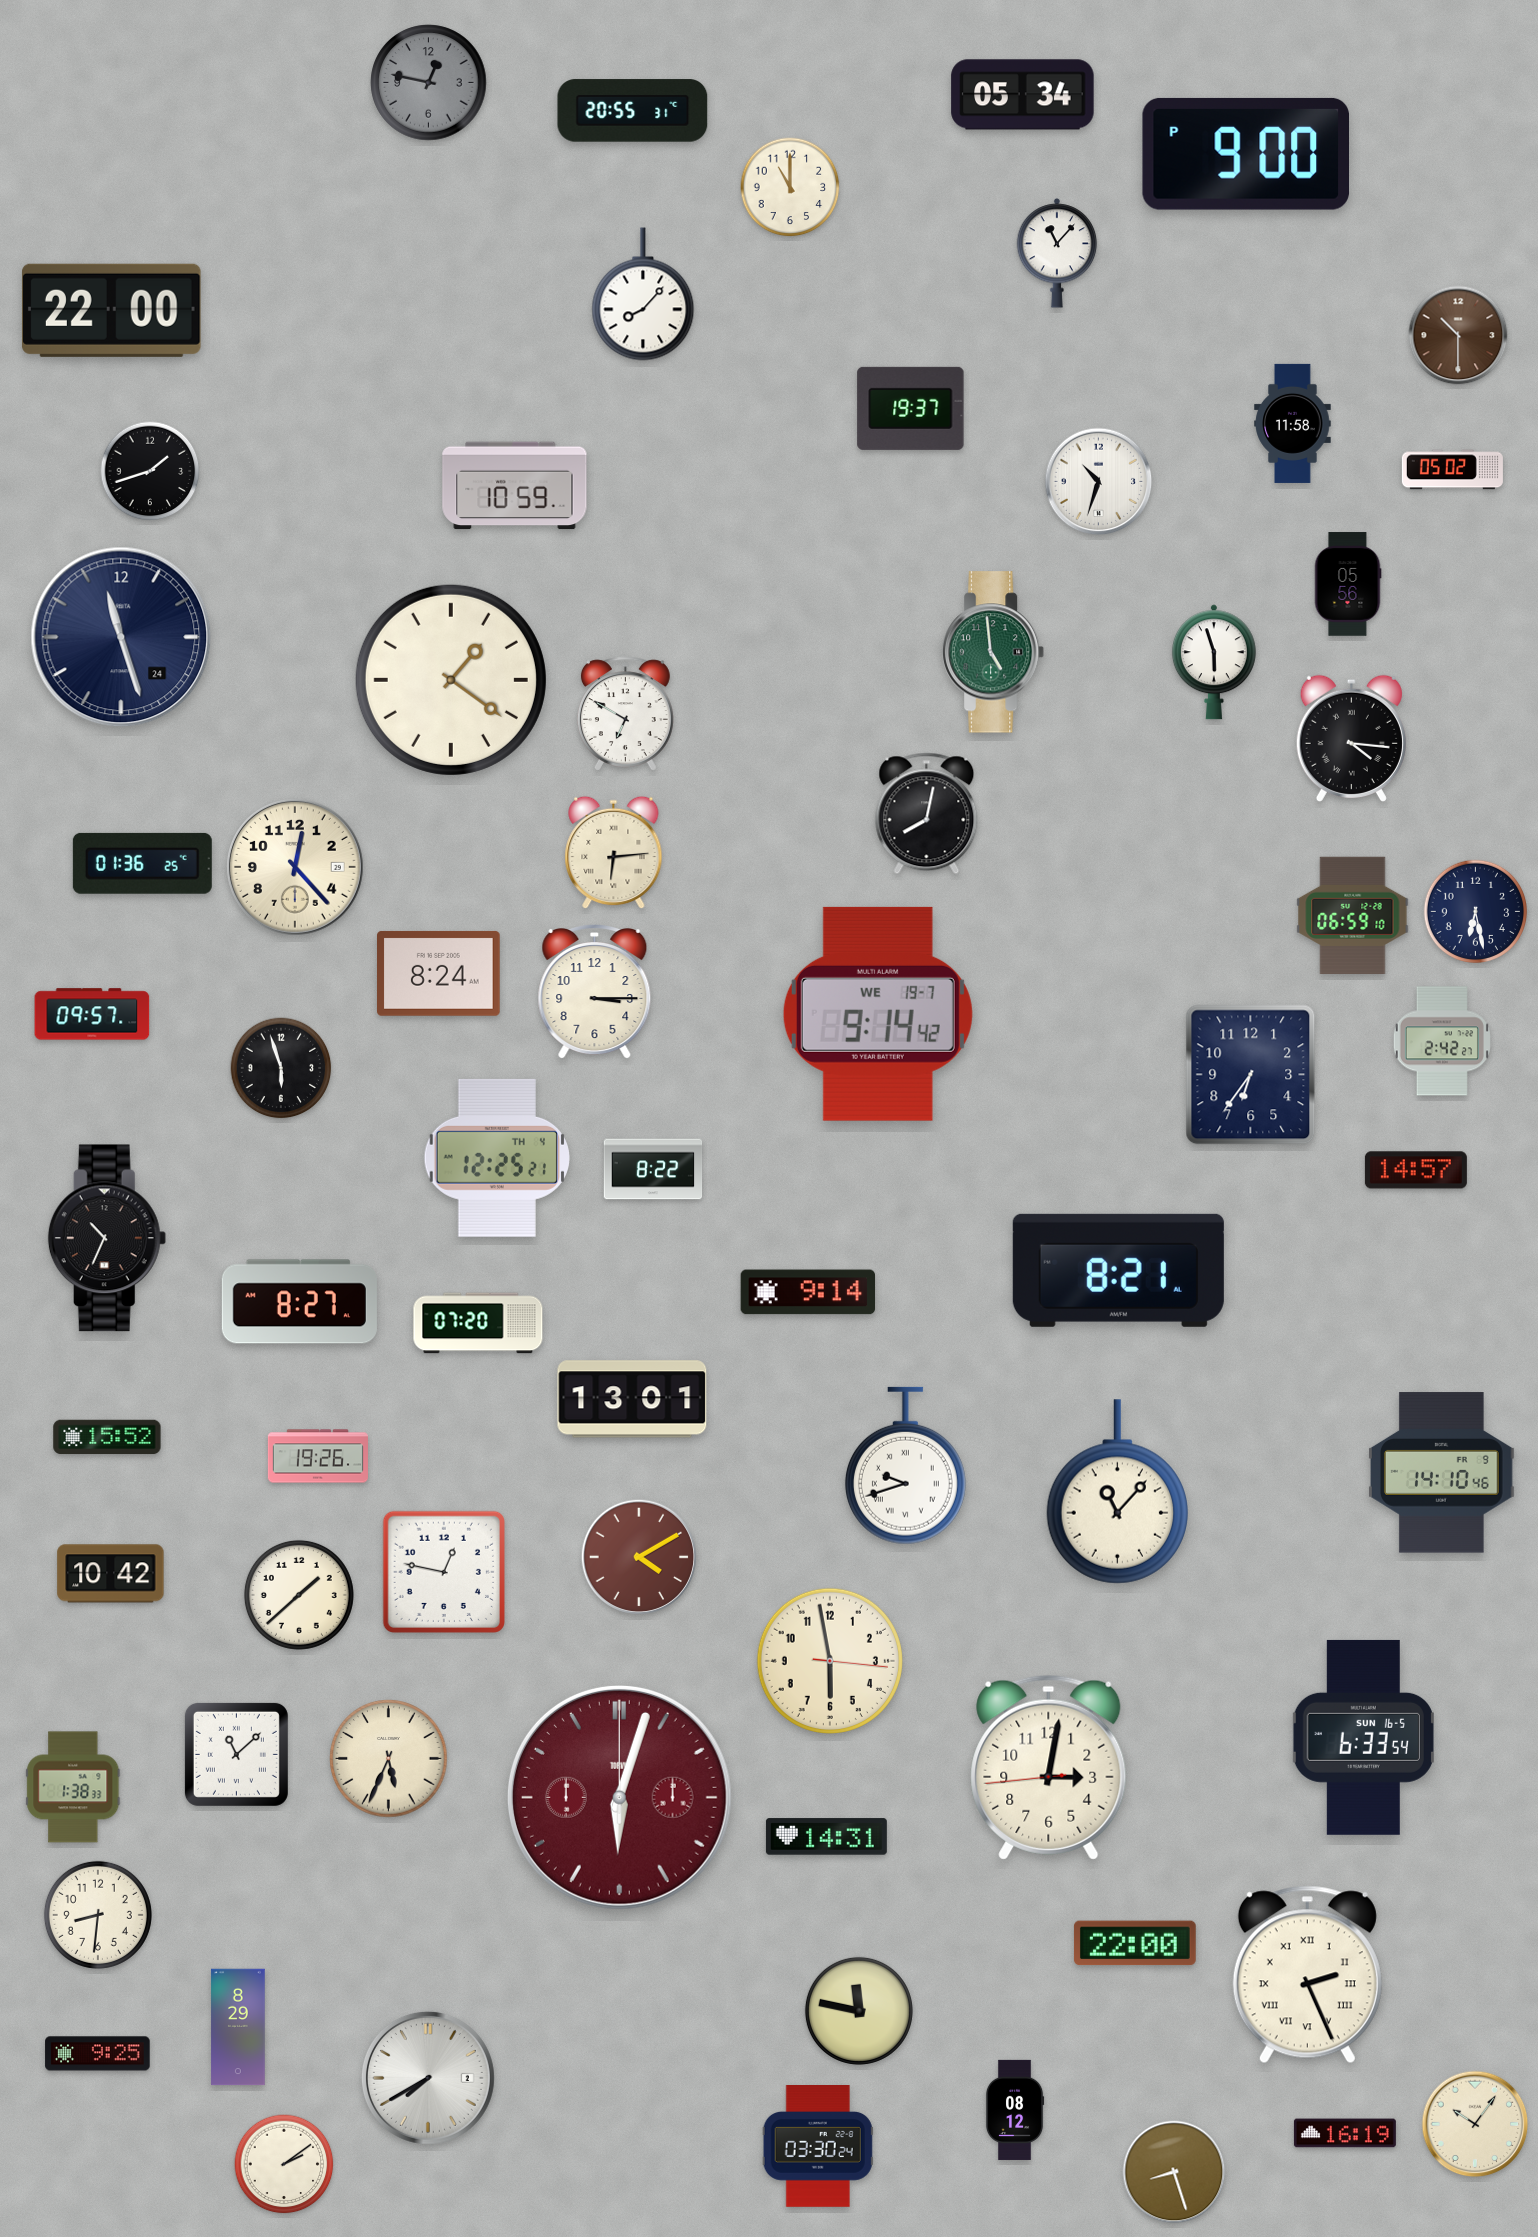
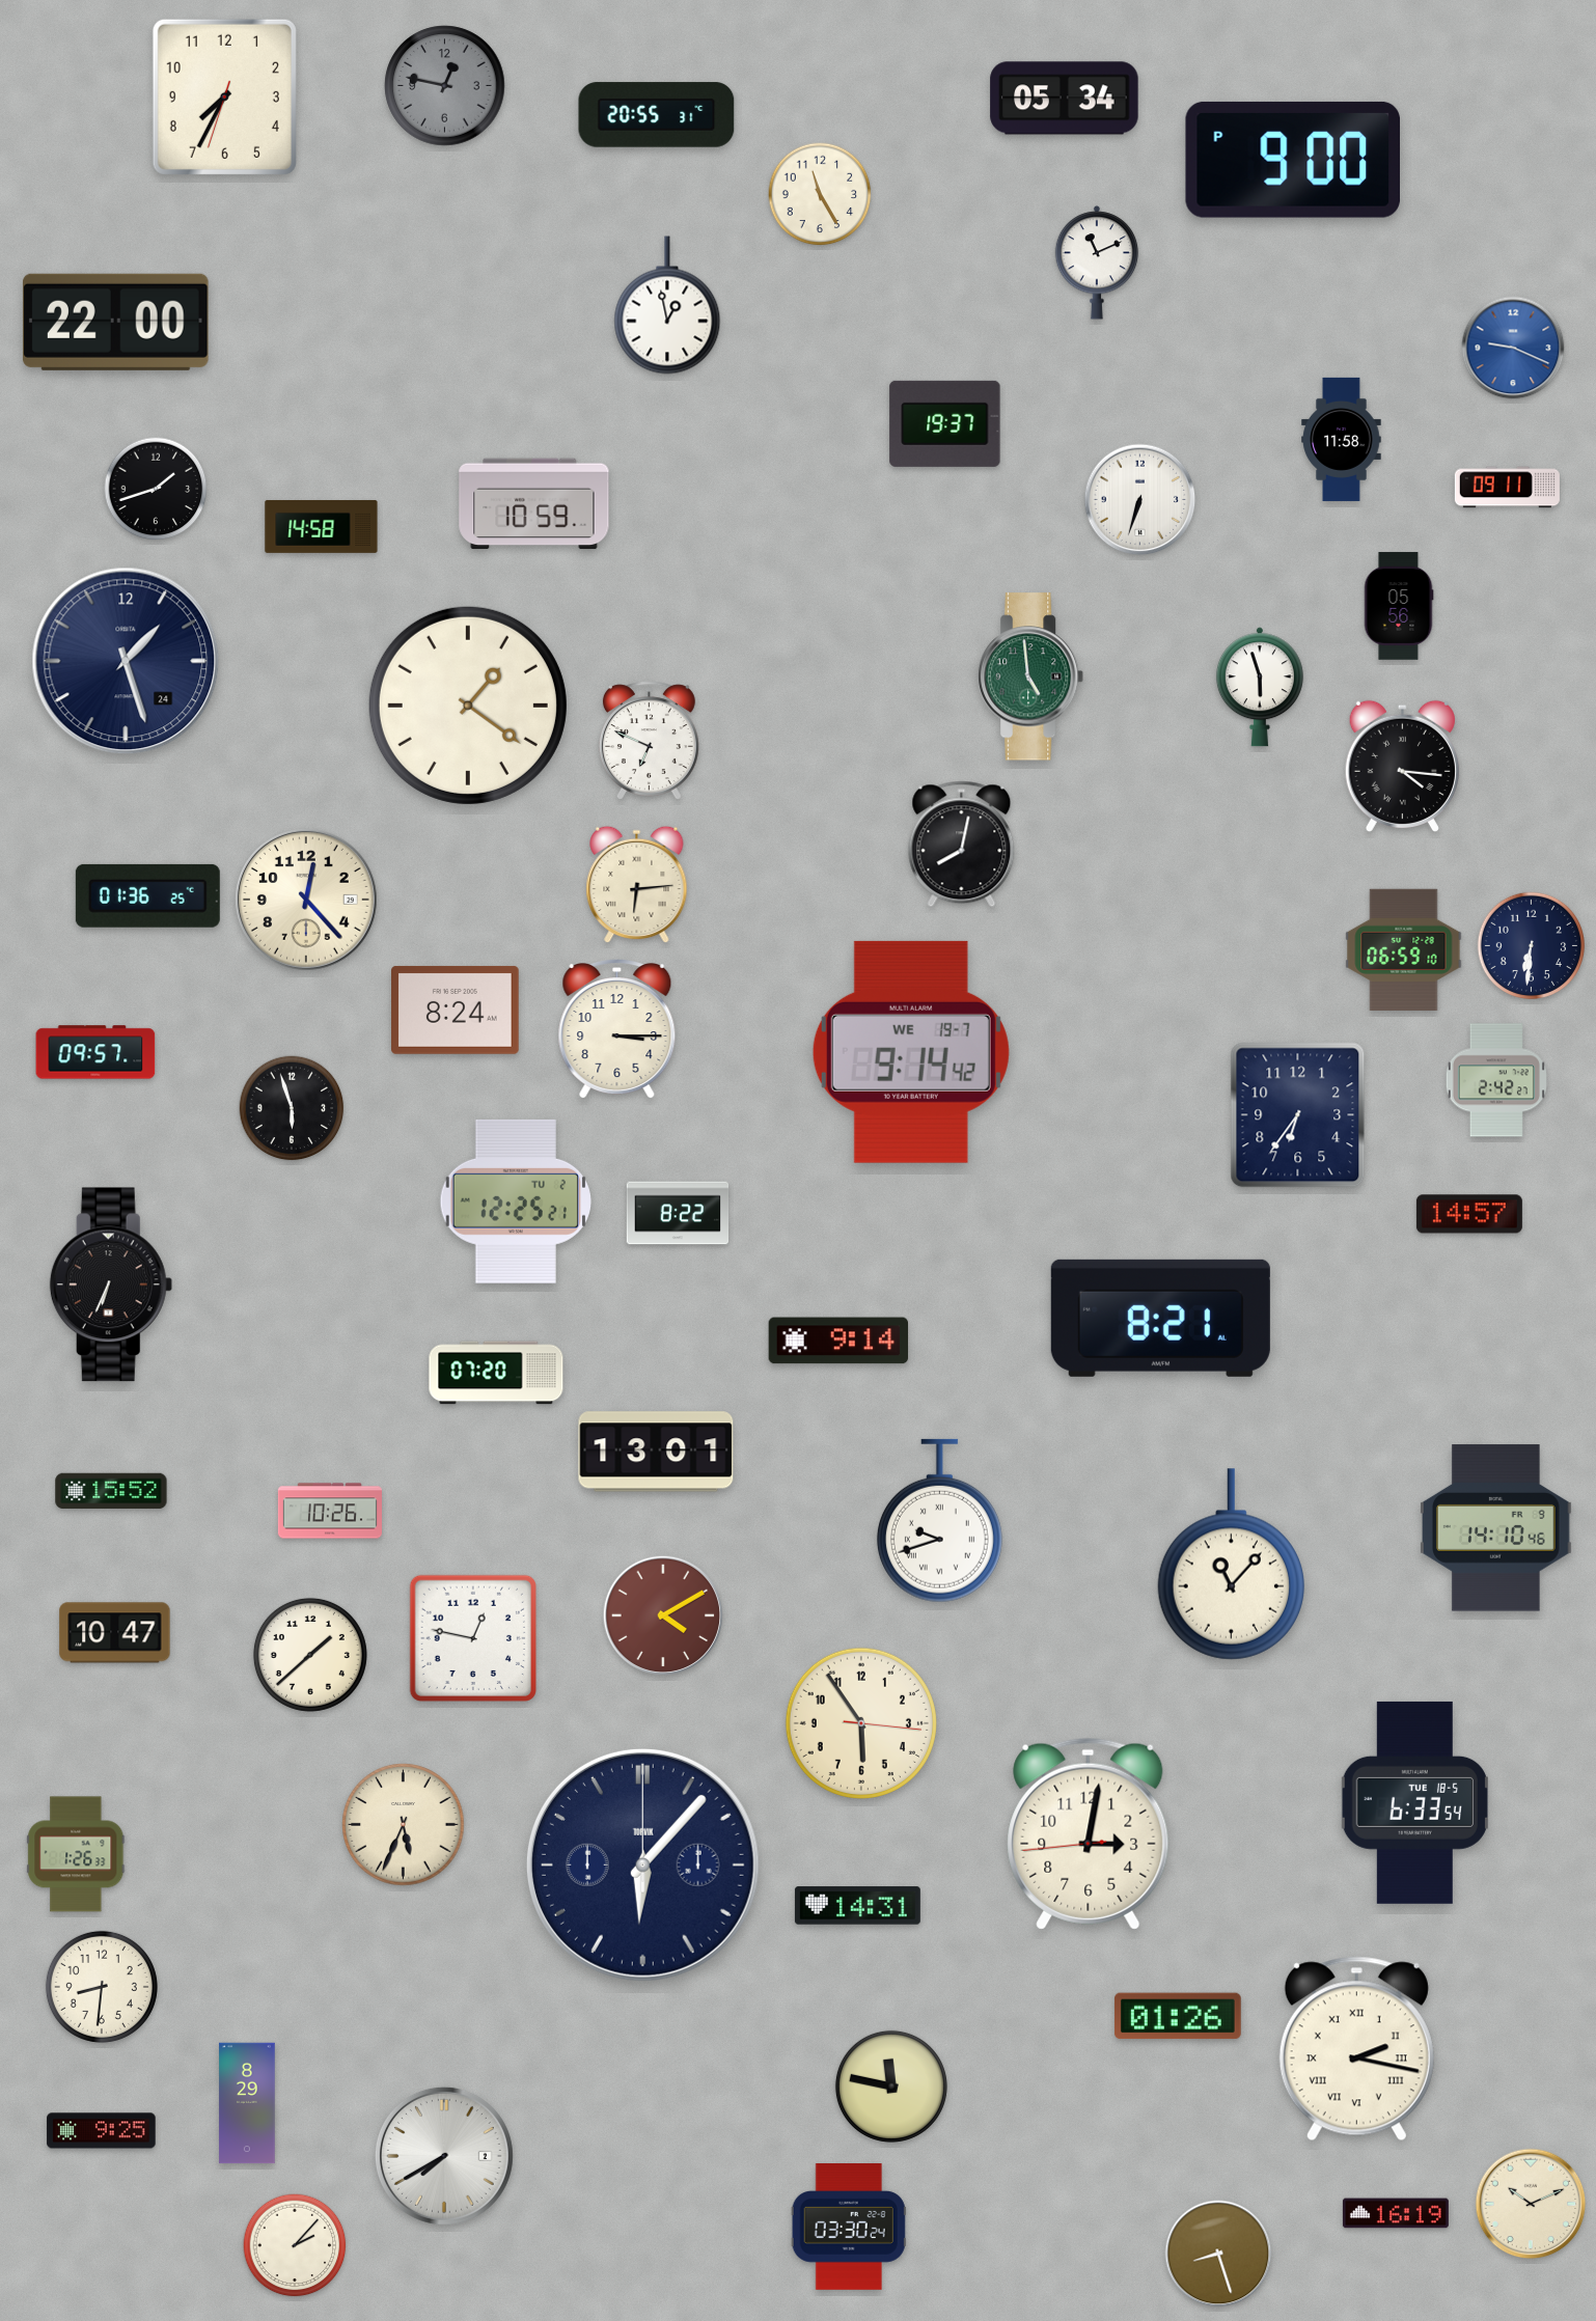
clock at (224, 96): none -> 7:34
clock at (1023, 95) position: (1023, 95) -> (1065, 99)
clock at (790, 187): 11:00 -> 11:25
clock at (1057, 253): 11:07 -> 11:11
clock at (643, 294): 8:07 -> 12:58
clock at (1458, 335): 10:30 -> 9:19
clock at (1458, 335) dial: brown -> blue
clock at (1452, 470): 05:02 -> 09:11
clock at (1099, 482): 10:33 -> 6:33
clock at (322, 526): none -> 14:58
clock at (121, 637): 11:27 -> 1:27
clock at (625, 714): 6:50 -> 6:49
clock at (1475, 911): 6:28 -> 6:31
clock at (497, 1158) date: TH 4 -> TU 2
clock at (107, 1238): 10:34 -> 6:34
clock at (299, 1302): 8:27 -> none
clock at (318, 1456): 19:26 -> 10:26
clock at (1117, 1492) position: (1117, 1492) -> (1231, 1565)
clock at (444, 1572) position: (444, 1572) -> (473, 1638)
clock at (111, 1574): 10:42 -> 10:47
clock at (830, 1661): 5:58 -> 5:54
clock at (1363, 1737) date: SUN 16-5 -> TUE 18-5
clock at (236, 1754): 11:08 -> none
clock at (73, 1787): 1:38 -> 1:26
clock at (619, 1797): 6:03 -> 6:07
clock at (619, 1797) dial: burgundy -> navy
clock at (1135, 1943): 22:00 -> 01:26
clock at (1307, 1975): 2:26 -> 2:17
clock at (1015, 2110): 08:12 -> none
clock at (1475, 2124): 10:06 -> 10:11
clock at (284, 2164): 2:09 -> 2:07
